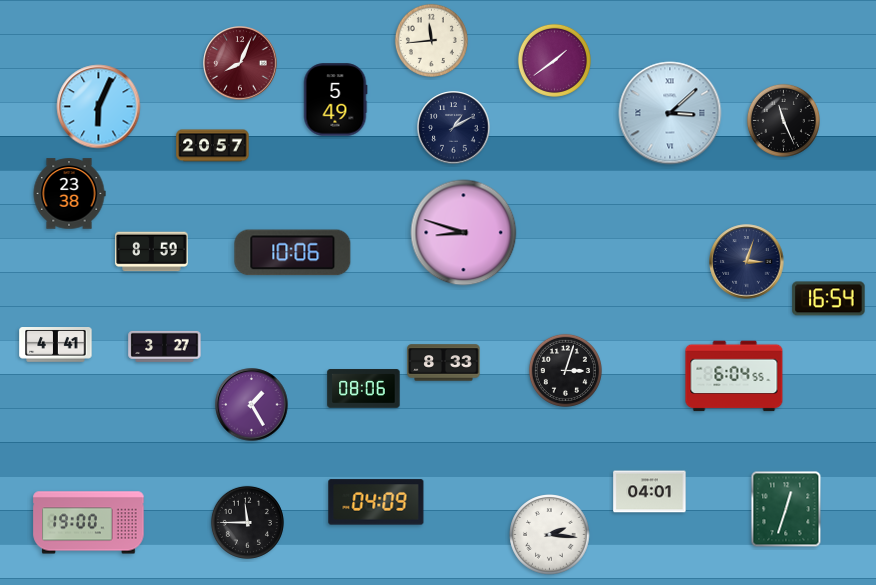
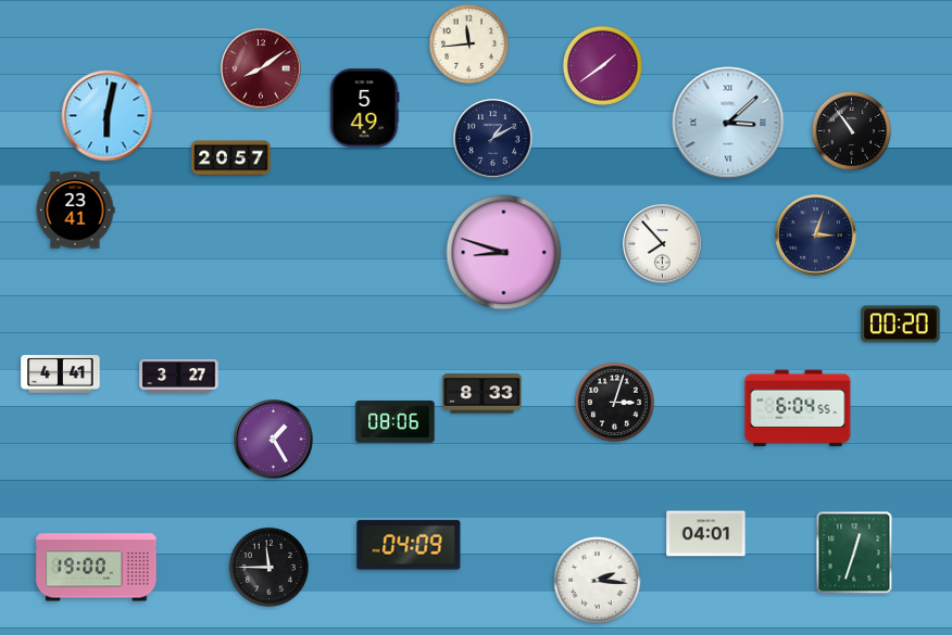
clock at (240, 63): 8:04 -> 8:09
clock at (99, 107): 6:04 -> 6:02
clock at (783, 120): 11:26 -> 10:54
clock at (69, 194): 23:38 -> 23:41
clock at (663, 244): none -> 7:53
clock at (152, 252): 8:59 -> none
clock at (293, 253): 10:06 -> none
clock at (747, 262) position: (747, 262) -> (816, 236)
clock at (829, 299): 16:54 -> 00:20
